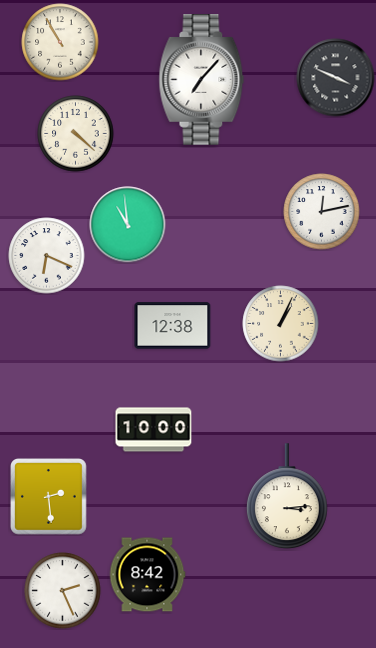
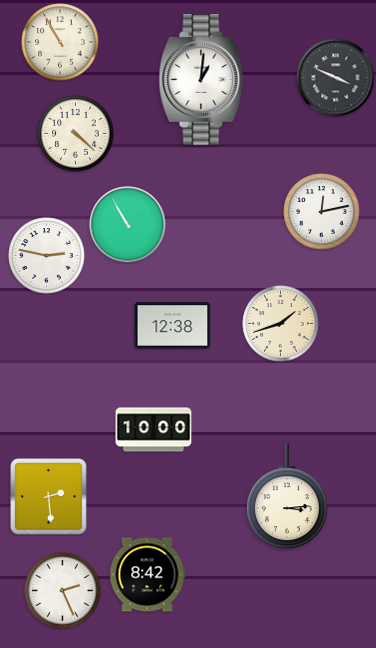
clock at (202, 80): 7:07 -> 1:01
clock at (128, 225): 10:59 -> 10:55
clock at (47, 256): 6:19 -> 2:47
clock at (281, 324): 1:04 -> 1:42
